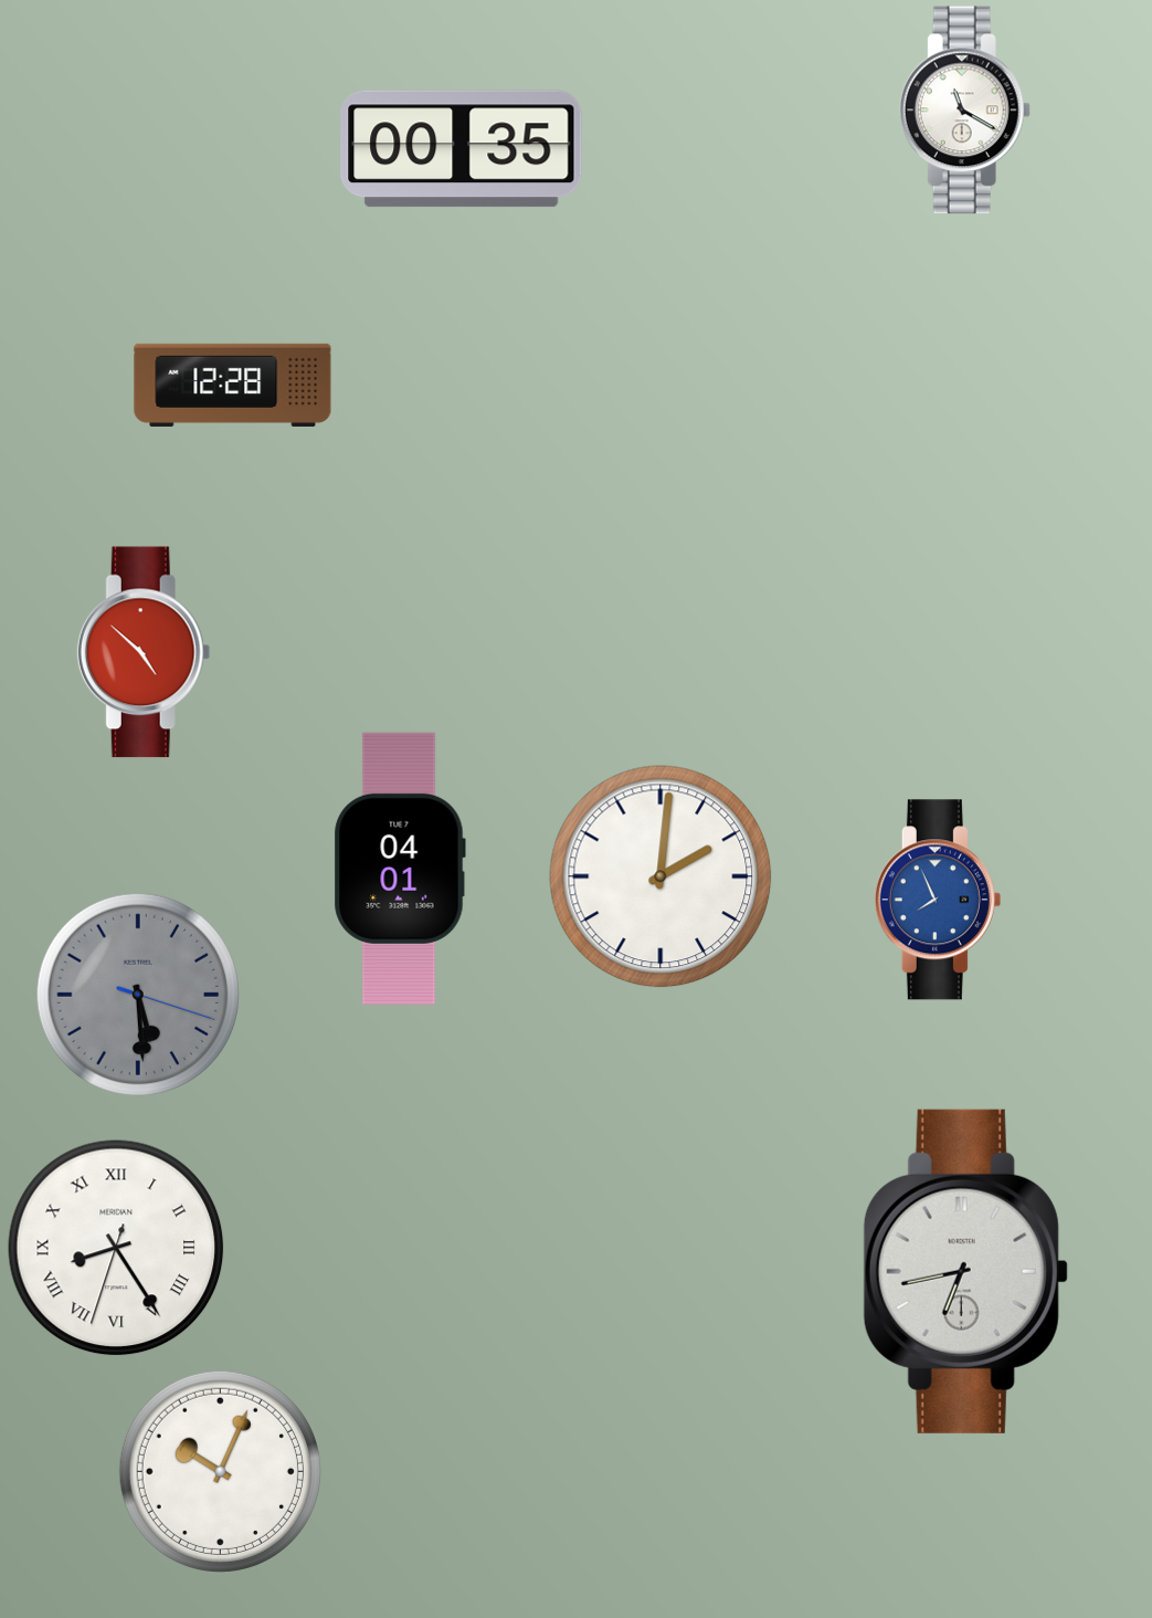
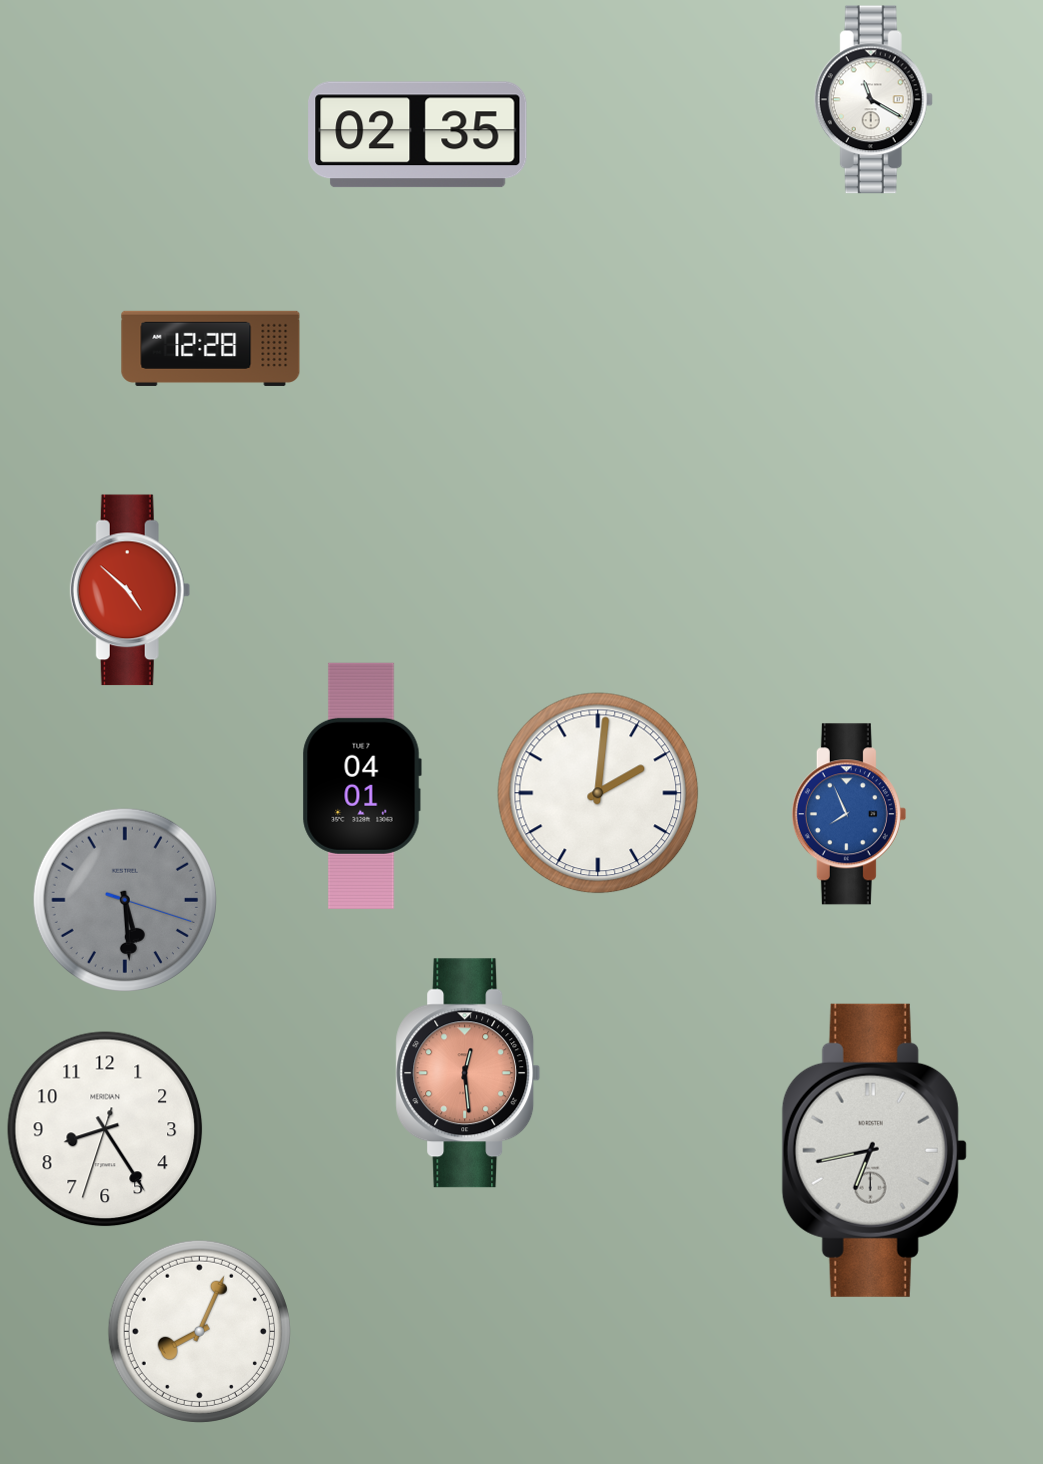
clock at (462, 149): 00:35 -> 02:35
clock at (468, 1073): none -> 12:29
clock at (116, 1248) numerals: Roman -> Arabic
clock at (220, 1471): 10:04 -> 8:04
